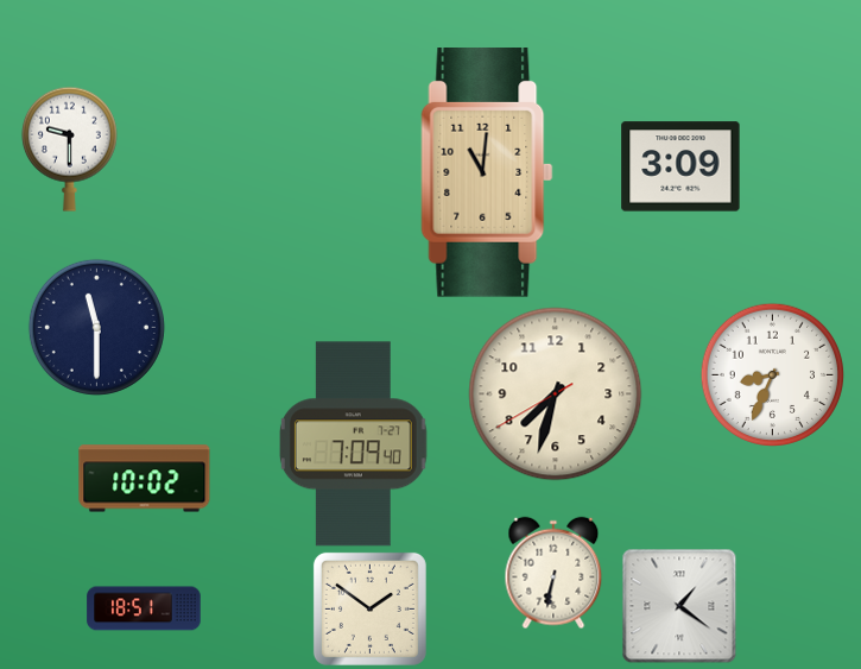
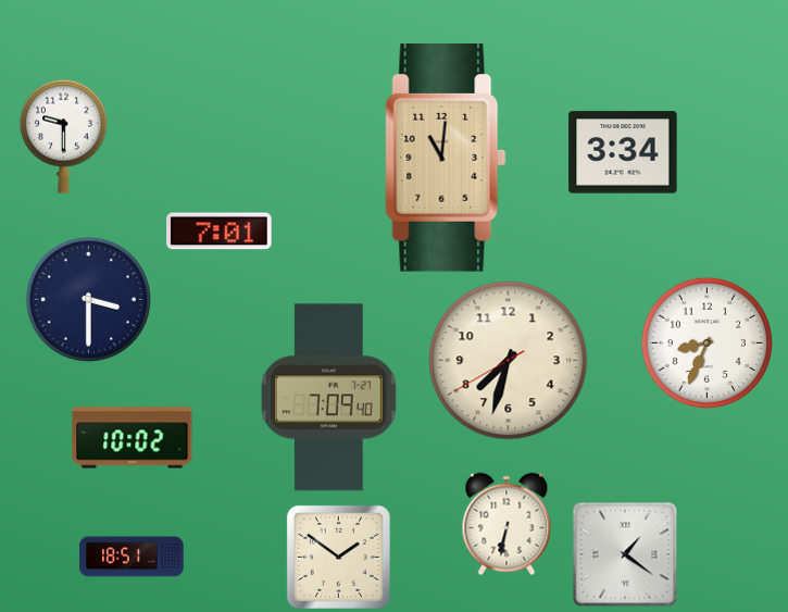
clock at (680, 166): 3:09 -> 3:34
clock at (220, 232): none -> 7:01
clock at (96, 327): 11:30 -> 3:30
clock at (353, 444) position: (353, 444) -> (328, 398)
clock at (679, 606) position: (679, 606) -> (625, 554)
